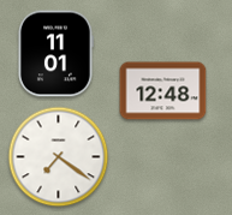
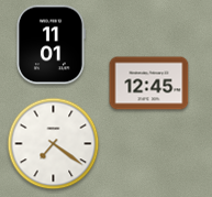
clock at (56, 54) position: (56, 54) -> (52, 45)
clock at (163, 91): 12:48 -> 12:45
